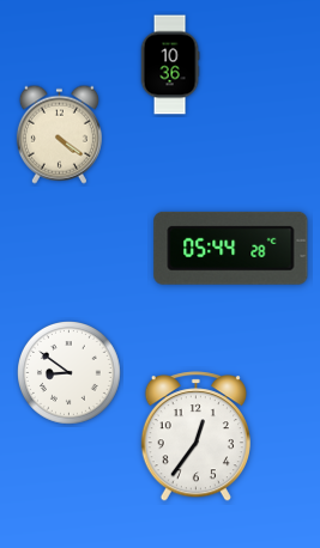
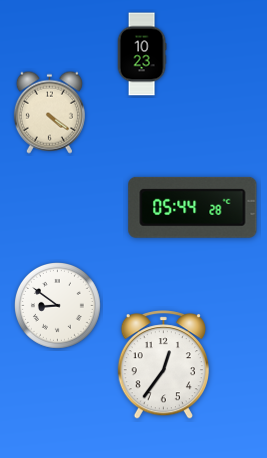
clock at (170, 65): 10:36 -> 10:23
clock at (70, 373) position: (70, 373) -> (58, 306)
